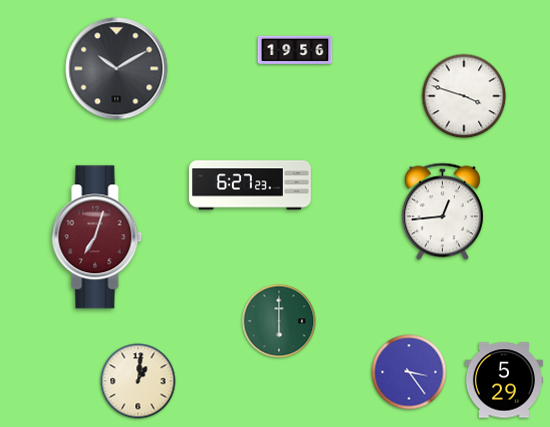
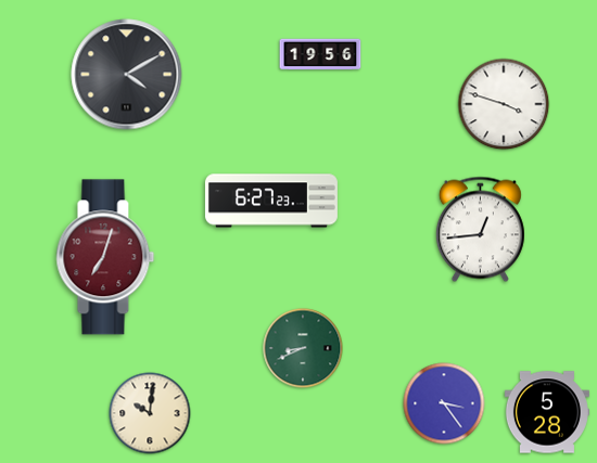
clock at (117, 69): 10:10 -> 4:10
clock at (279, 321): 6:00 -> 8:41
clock at (504, 380): 5:29 -> 5:28
clock at (138, 381): 1:01 -> 10:01
